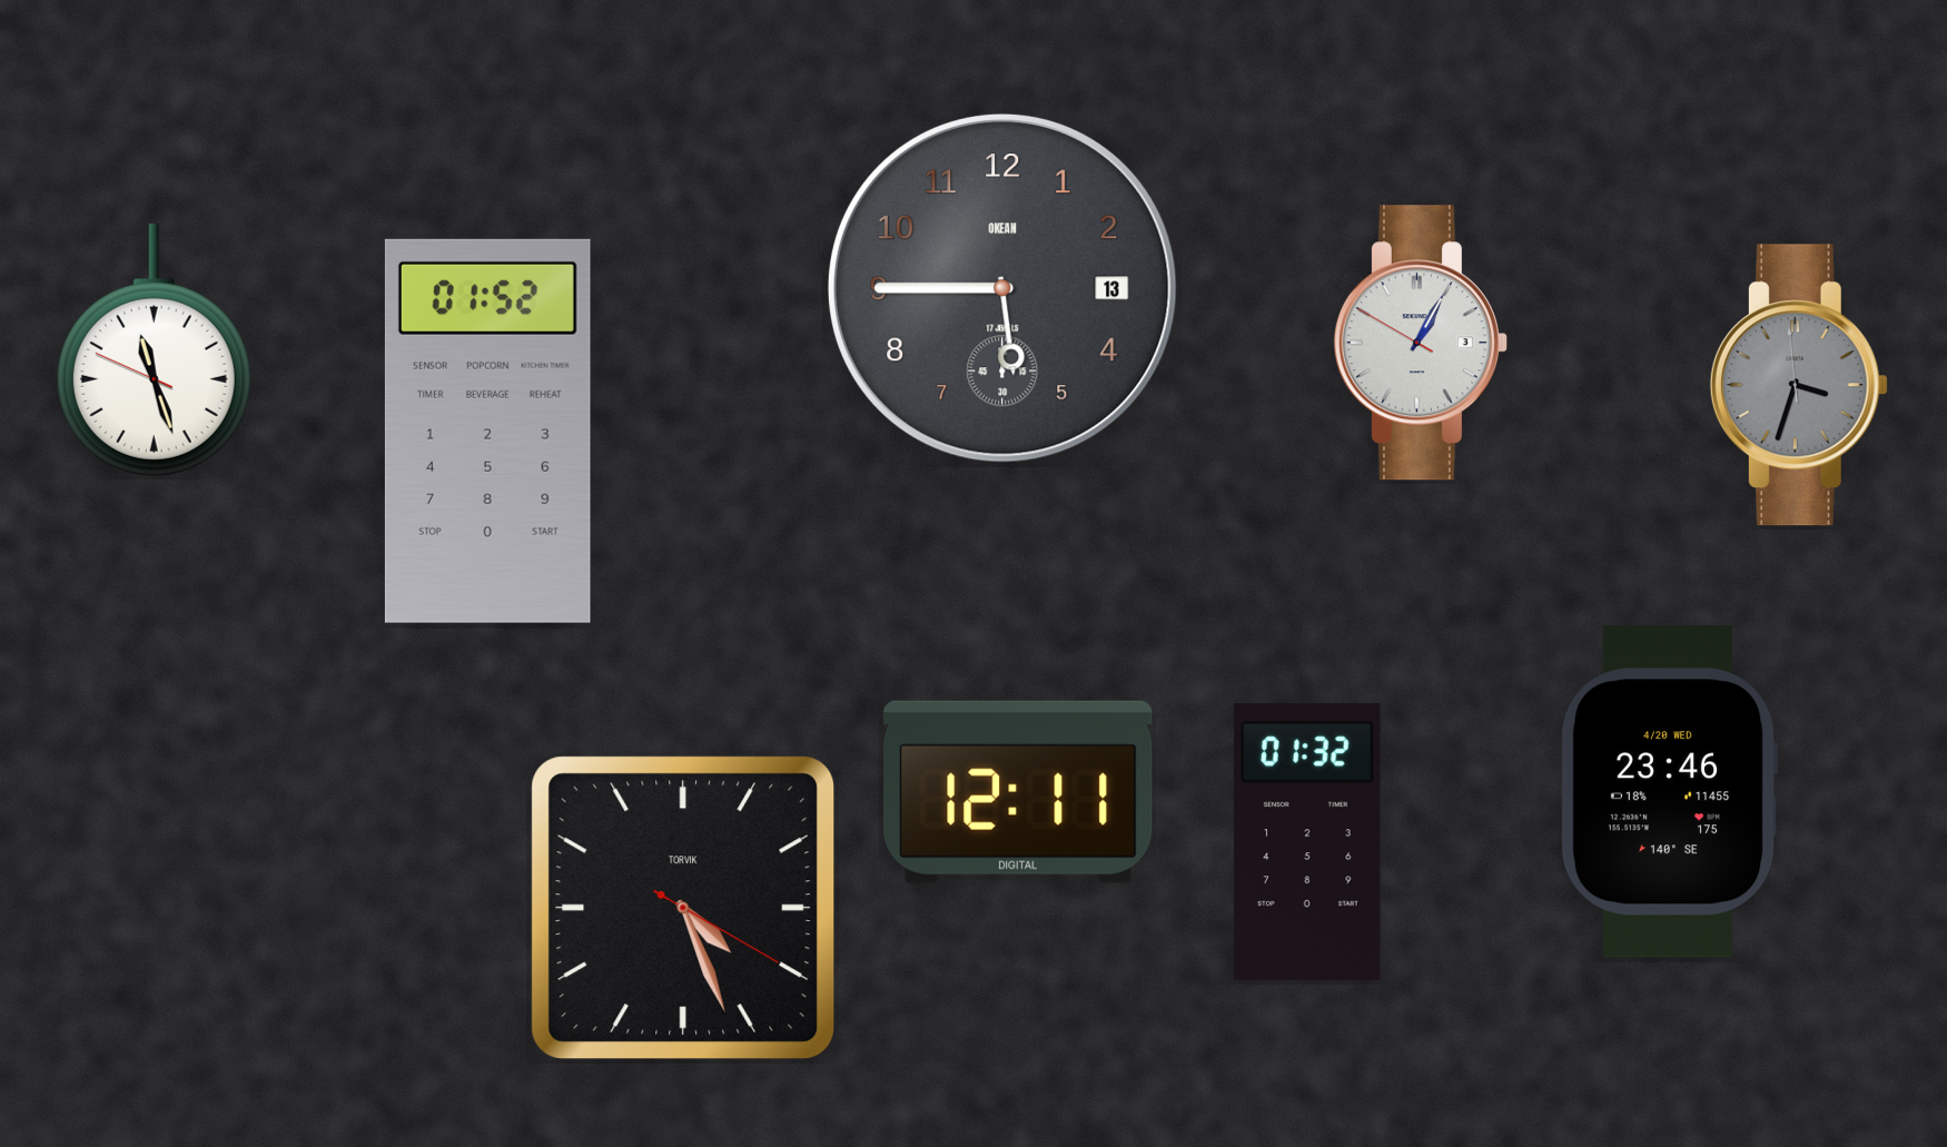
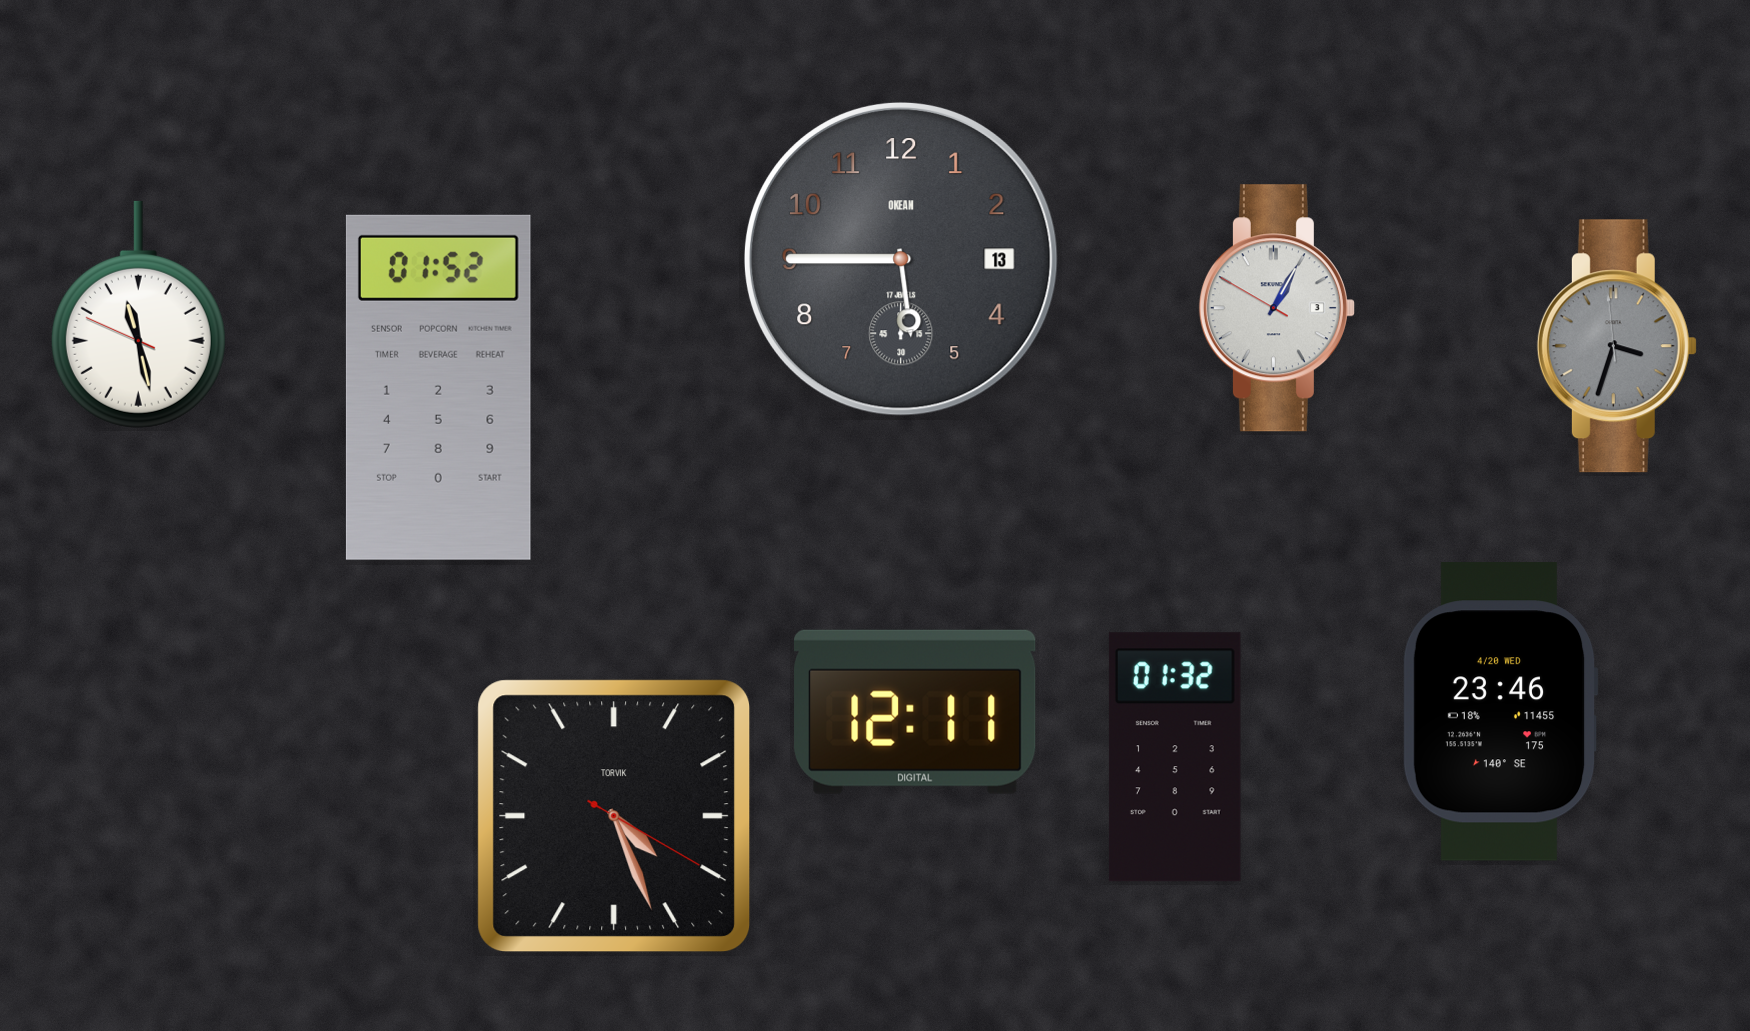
clock at (154, 349): 11:26 -> 11:27
